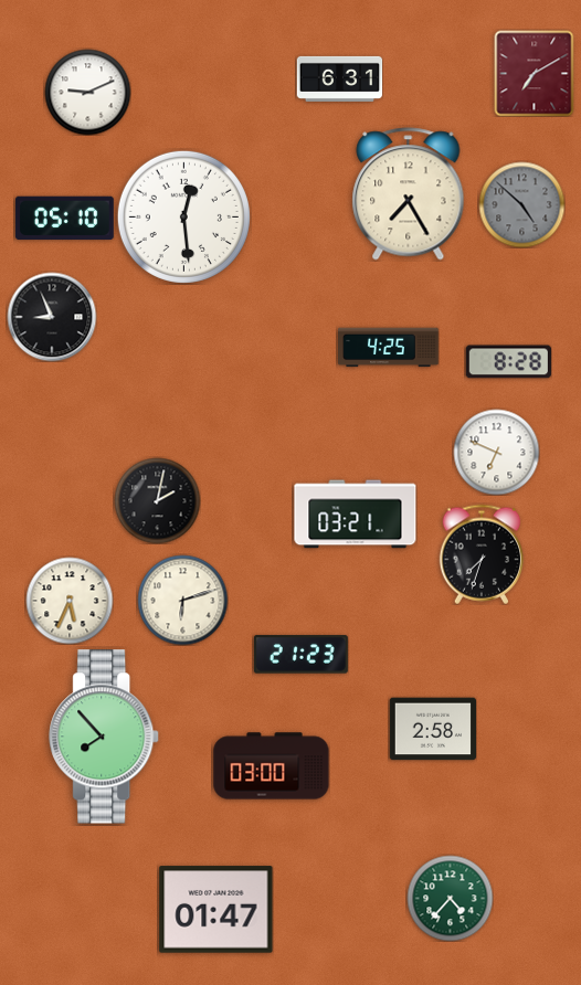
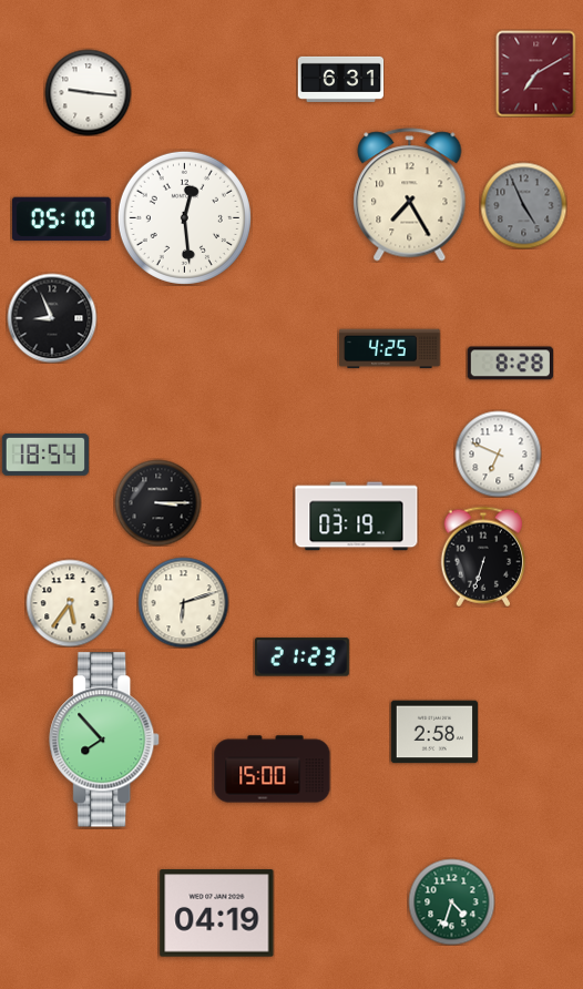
clock at (87, 92): 9:11 -> 9:16
clock at (521, 204): 4:52 -> 4:56
clock at (64, 219) position: (64, 219) -> (61, 220)
clock at (44, 455): none -> 18:54
clock at (157, 500): 2:02 -> 3:15
clock at (356, 515): 03:21 -> 03:19
clock at (480, 554): 7:33 -> 6:33
clock at (70, 601): 5:34 -> 5:36
clock at (272, 766): 03:00 -> 15:00
clock at (450, 898): 4:37 -> 4:33
clock at (216, 910): 01:47 -> 04:19
